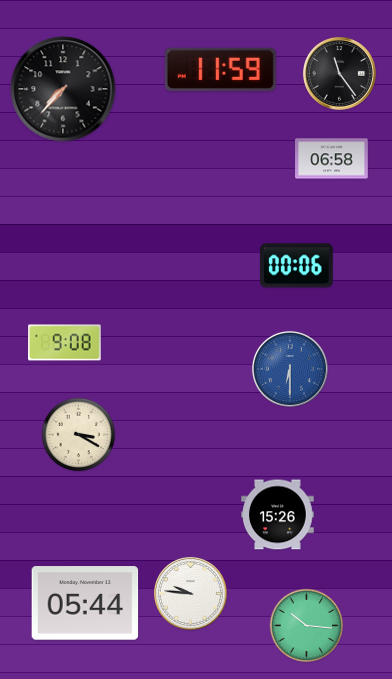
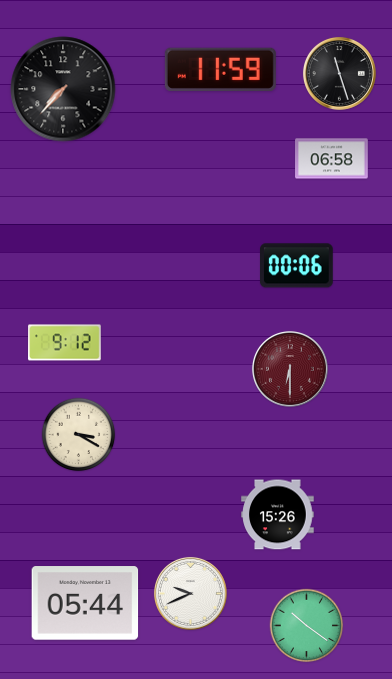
clock at (339, 73): 11:24 -> 11:27
clock at (65, 343): 9:08 -> 9:12
clock at (290, 369) dial: blue -> burgundy
clock at (190, 593): 9:46 -> 9:41
clock at (307, 626): 10:16 -> 10:21
